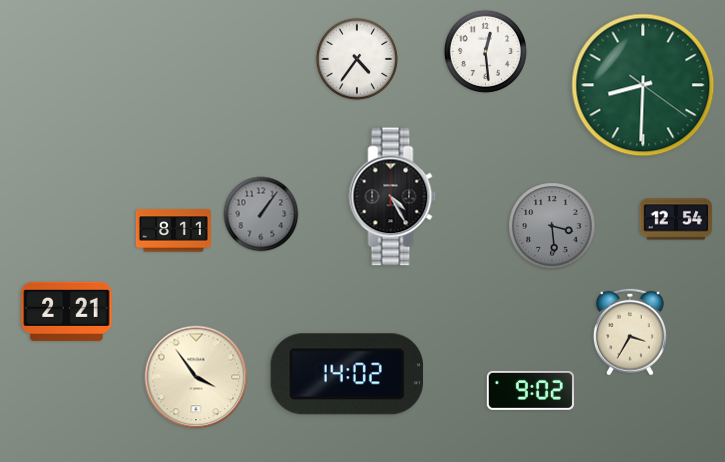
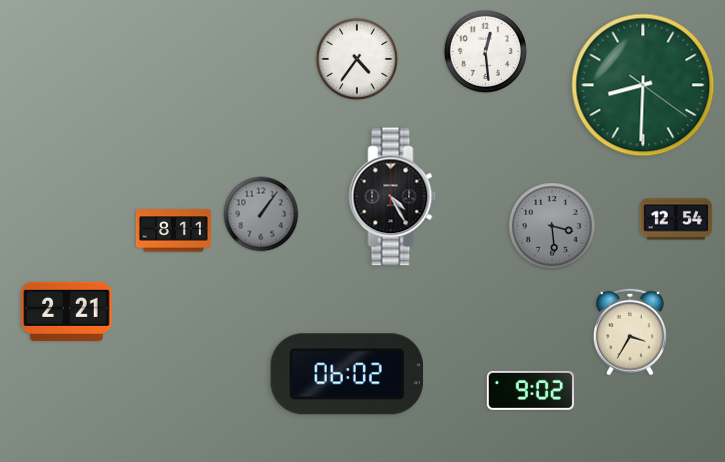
clock at (347, 374): 14:02 -> 06:02
clock at (196, 377): 3:54 -> none
